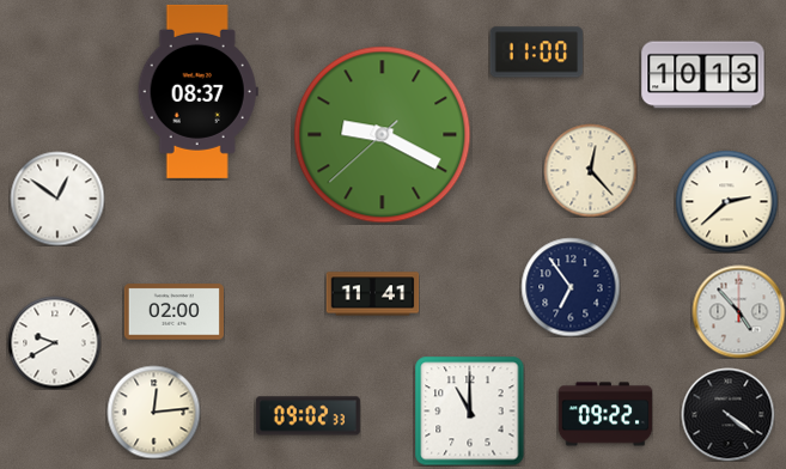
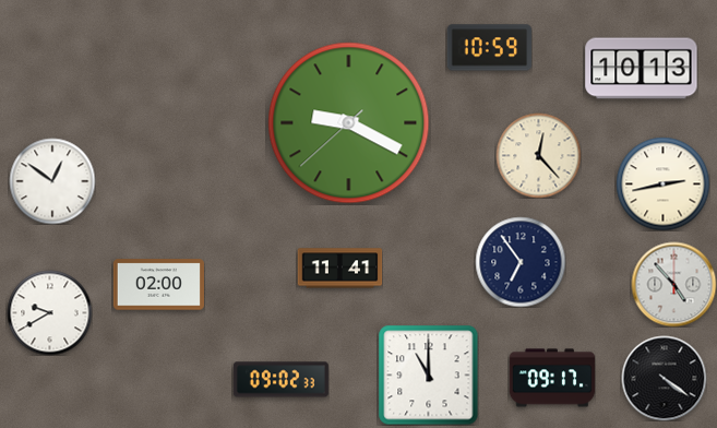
clock at (536, 53): 11:00 -> 10:59
clock at (197, 91): 08:37 -> none
clock at (726, 201): 2:38 -> 2:43
clock at (153, 412): 12:14 -> none
clock at (605, 414): 09:22 -> 09:17
